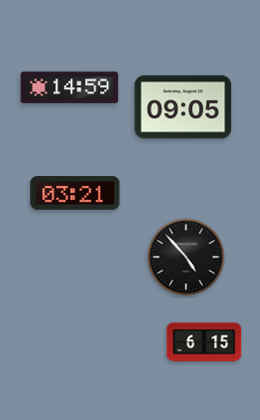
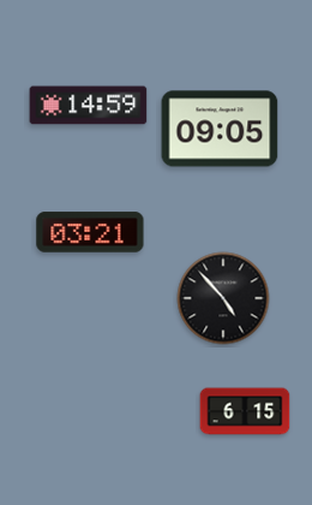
clock at (70, 88) position: (70, 88) -> (89, 106)
clock at (186, 257) position: (186, 257) -> (223, 298)
